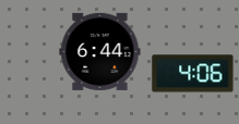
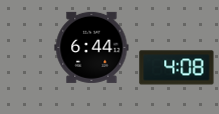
clock at (193, 74): 4:06 -> 4:08
